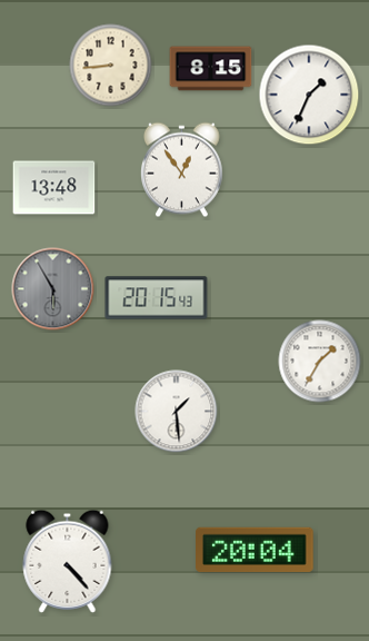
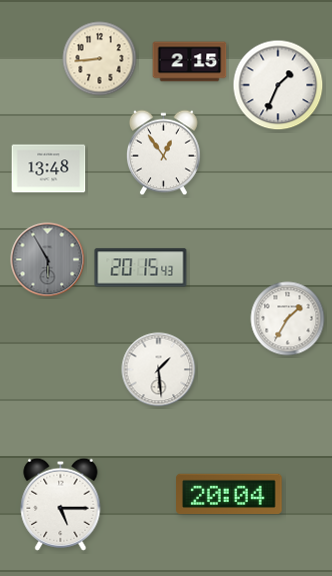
clock at (211, 69): 8:15 -> 2:15
clock at (320, 362) position: (320, 362) -> (288, 319)
clock at (68, 561): 4:23 -> 5:15
